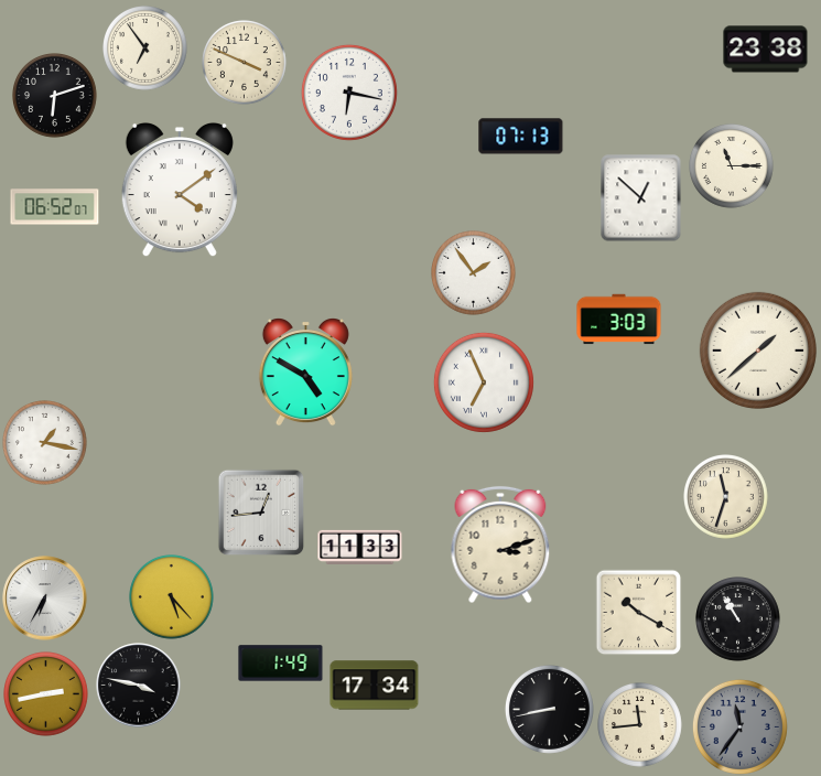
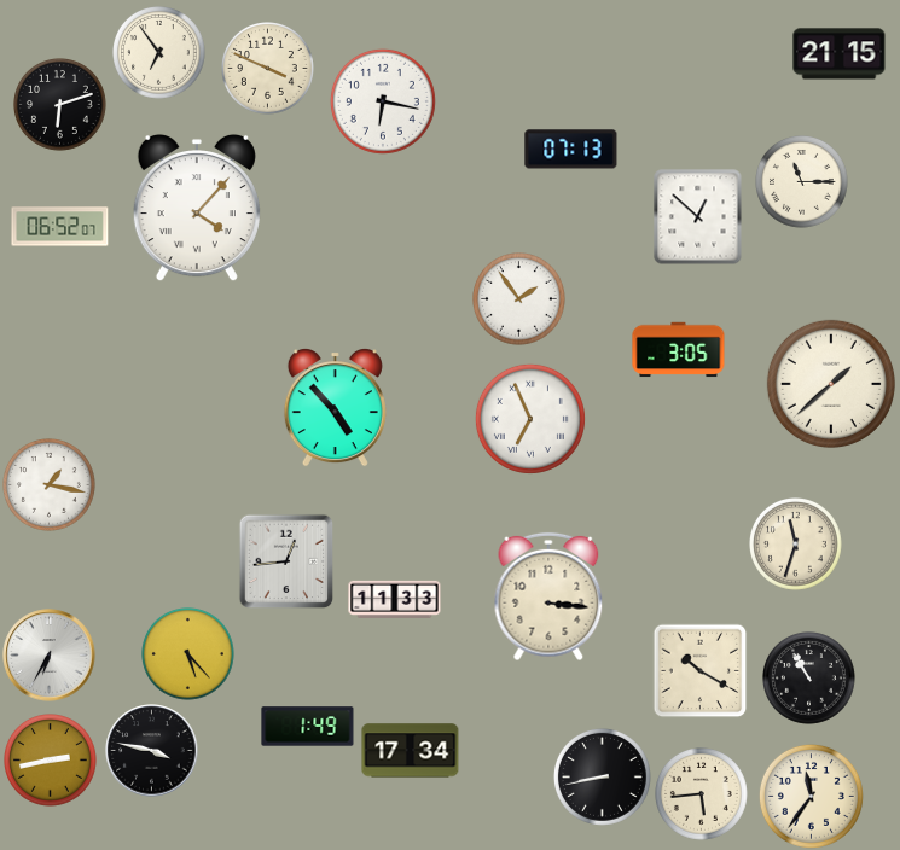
clock at (766, 50): 23:38 -> 21:15
clock at (180, 190): 4:09 -> 4:07
clock at (641, 198) position: (641, 198) -> (698, 217)
clock at (619, 320): 3:03 -> 3:05
clock at (305, 373): 4:50 -> 4:53
clock at (500, 545): 3:12 -> 3:16
clock at (640, 725): 11:44 -> 5:44
clock at (739, 726) dial: grey -> cream
